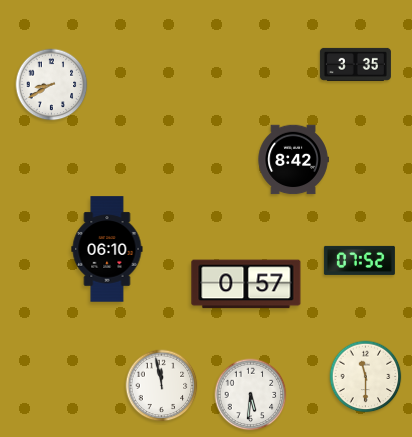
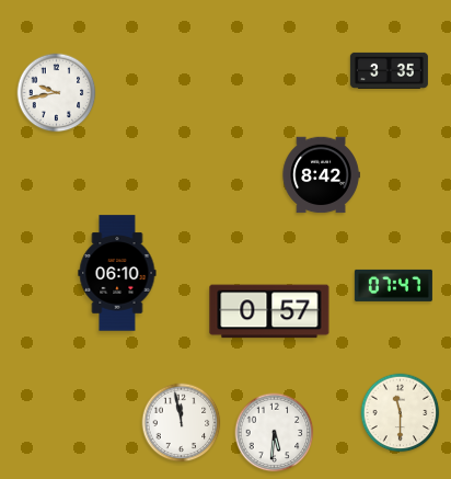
clock at (52, 85): 8:40 -> 9:43
clock at (359, 260): 07:52 -> 07:47
clock at (162, 386) position: (162, 386) -> (182, 423)
